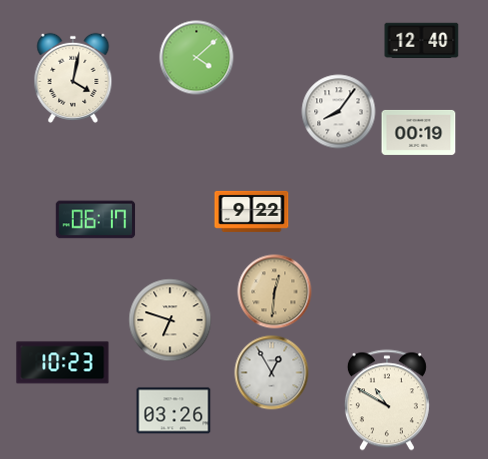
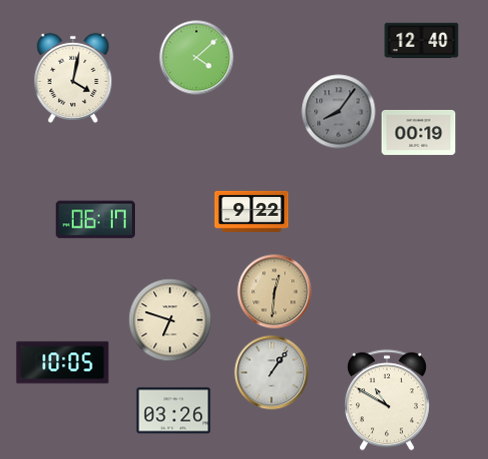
clock at (339, 112) dial: white -> grey
clock at (63, 363): 10:23 -> 10:05
clock at (272, 373): 12:55 -> 1:06
